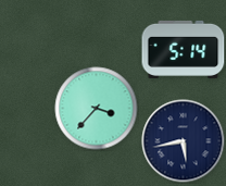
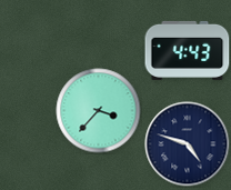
clock at (184, 49): 5:14 -> 4:43
clock at (184, 141): 5:43 -> 4:48
